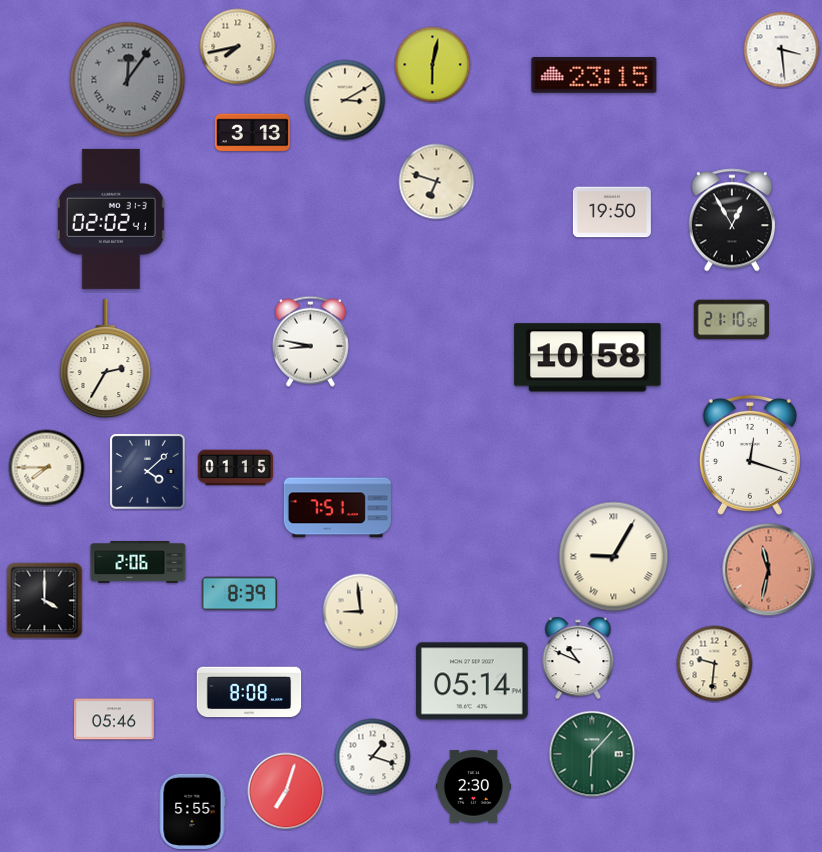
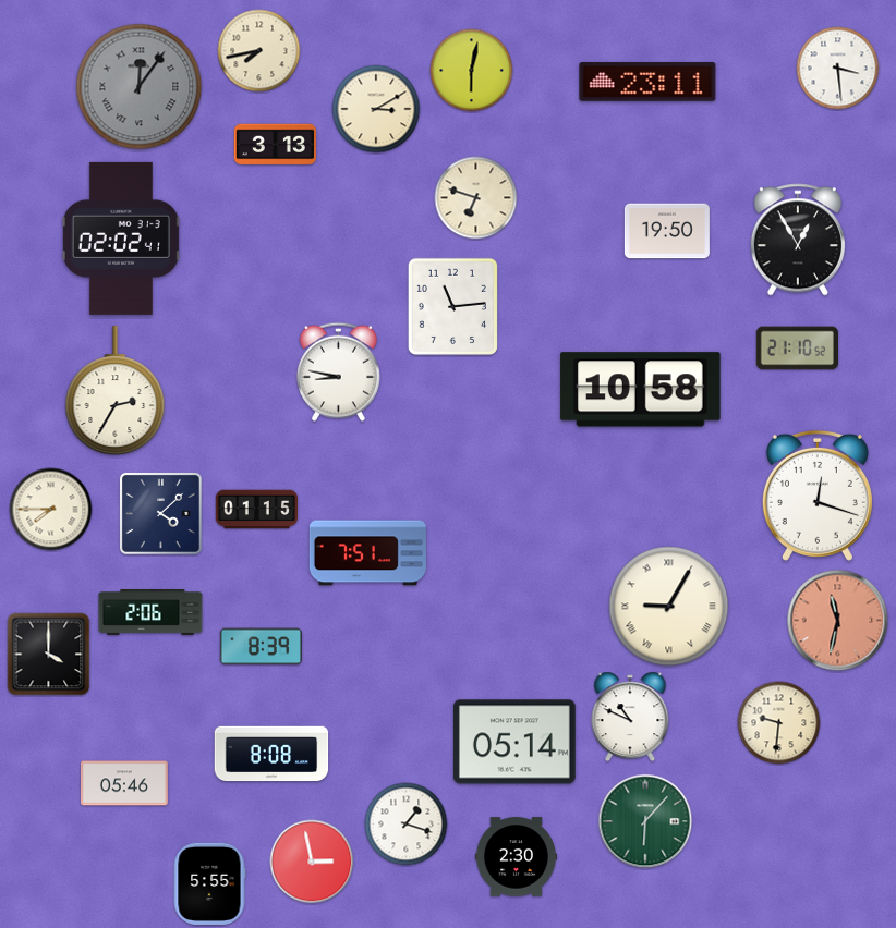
clock at (782, 50) position: (782, 50) -> (838, 69)
clock at (594, 75): 23:15 -> 23:11
clock at (452, 306): none -> 11:14
clock at (361, 612): 8:59 -> none
clock at (286, 791): 7:03 -> 2:58
